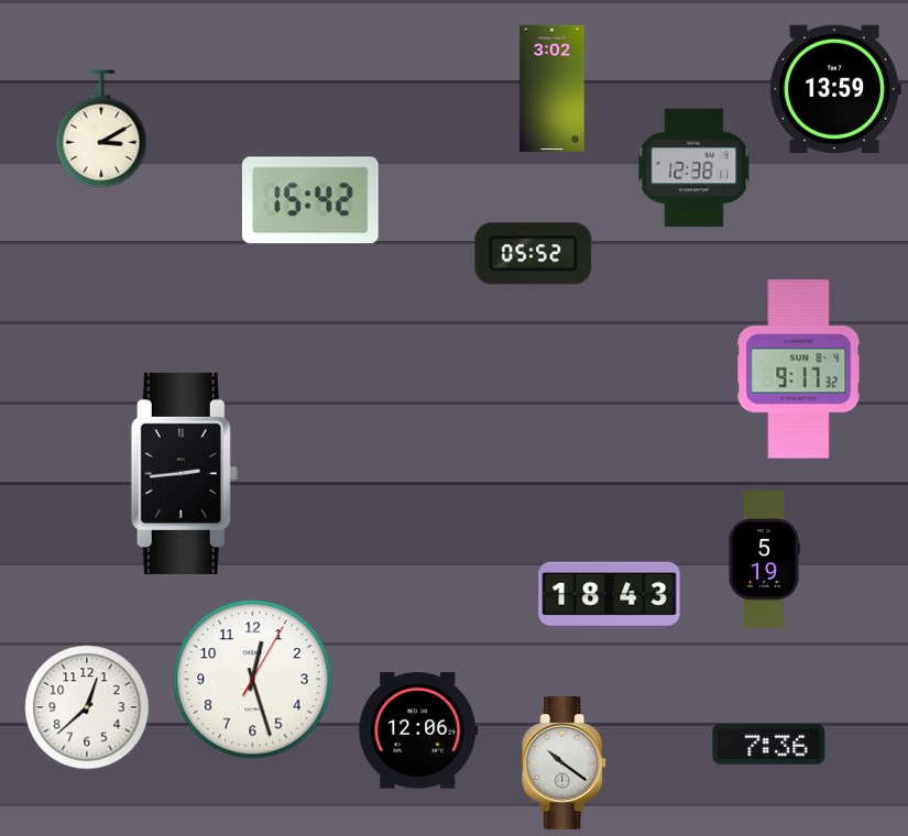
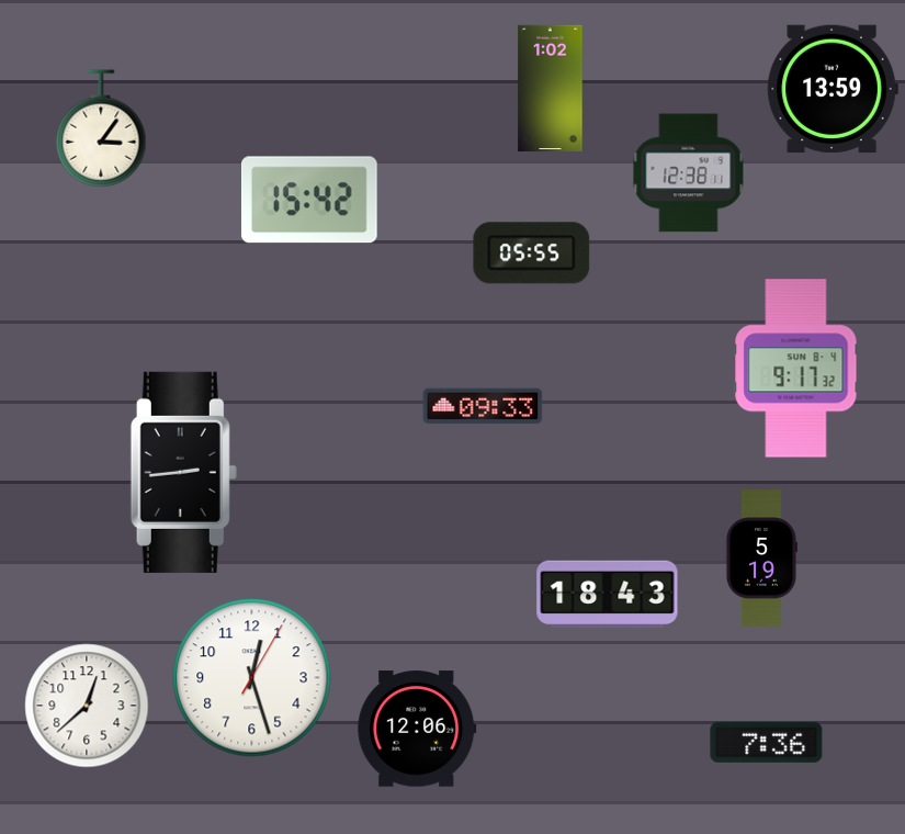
clock at (553, 88): 3:02 -> 1:02
clock at (101, 129): 3:10 -> 3:06
clock at (694, 168) position: (694, 168) -> (689, 173)
clock at (534, 254): 05:52 -> 05:55
clock at (483, 406): none -> 09:33
clock at (565, 762): 10:21 -> none
